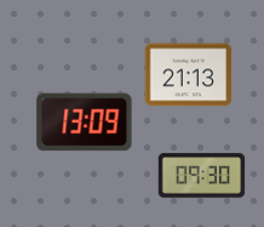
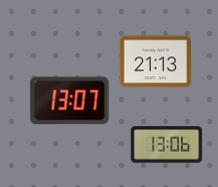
clock at (85, 123): 13:09 -> 13:07
clock at (202, 176): 09:30 -> 13:06
